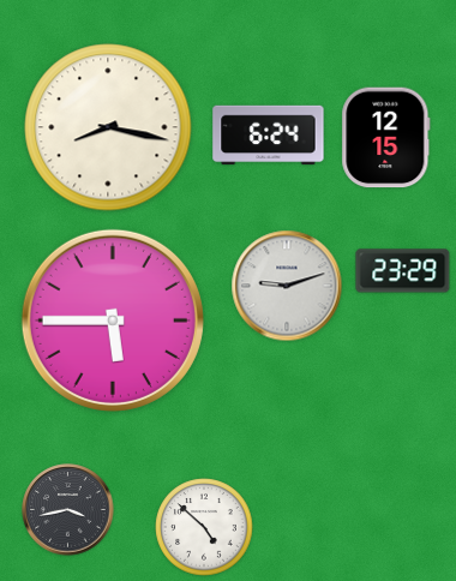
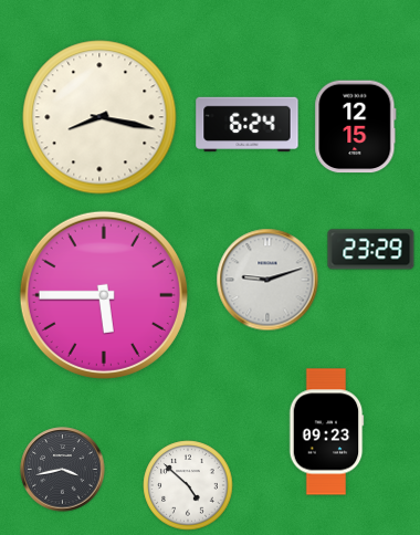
clock at (287, 286) position: (287, 286) -> (267, 280)
clock at (326, 432): none -> 09:23
